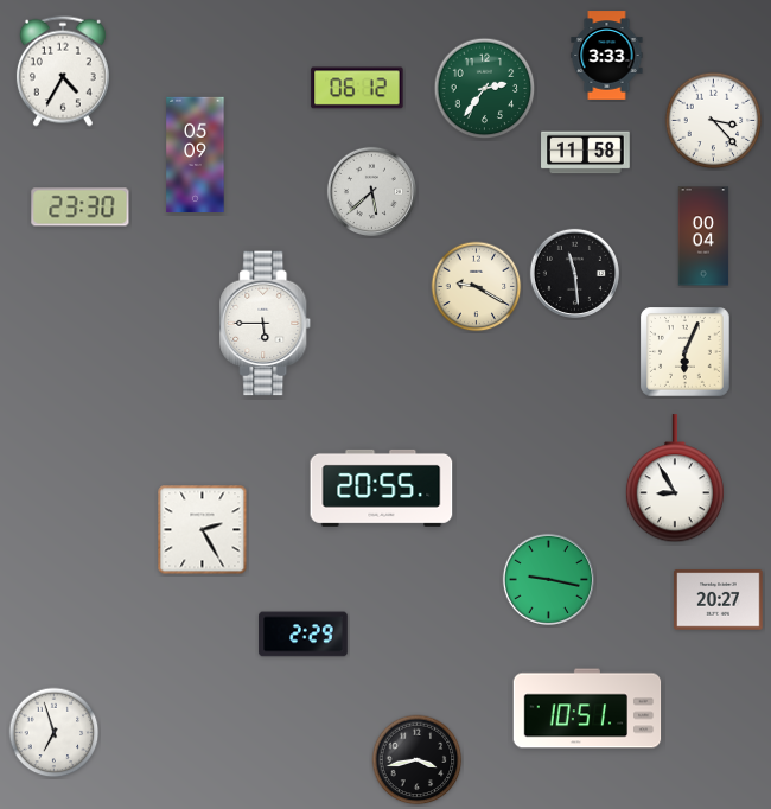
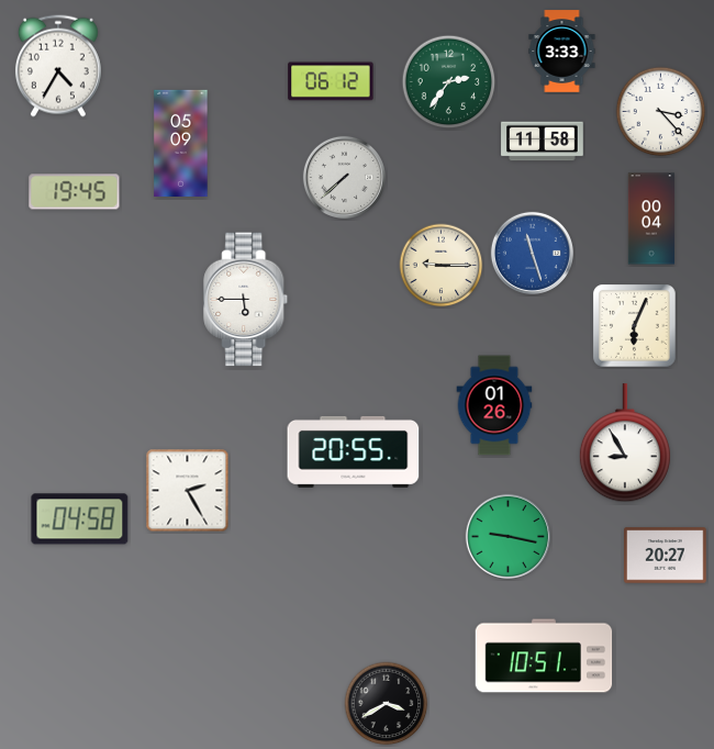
clock at (371, 191): 5:38 -> 7:38
clock at (81, 208): 23:30 -> 19:45
clock at (574, 273): 11:29 -> 11:27
clock at (574, 273) dial: black -> blue
clock at (477, 287): 9:20 -> 9:15
clock at (494, 405): none -> 01:26
clock at (80, 519): none -> 04:58
clock at (304, 635): 2:29 -> none
clock at (55, 733): 6:57 -> none
clock at (418, 760): 3:43 -> 3:40
